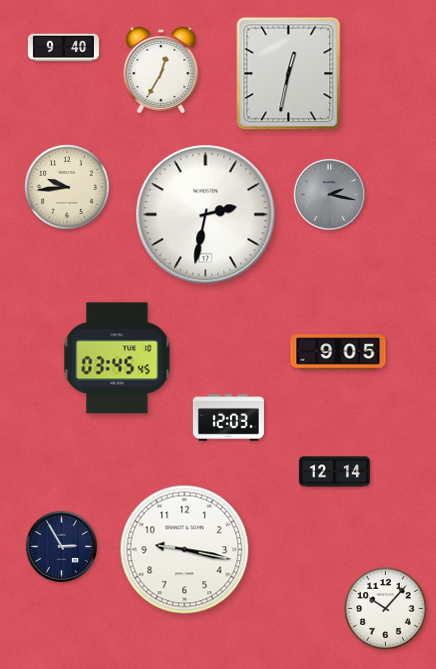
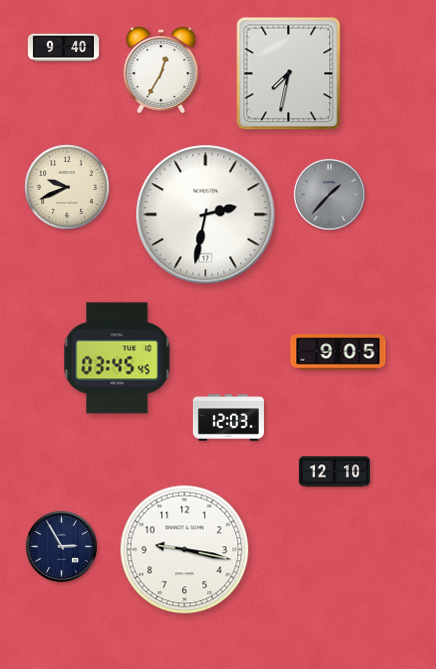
clock at (289, 74): 12:32 -> 7:32
clock at (67, 187): 9:44 -> 9:41
clock at (329, 194): 2:17 -> 1:37
clock at (334, 472): 12:14 -> 12:10
clock at (386, 609): 10:07 -> none
